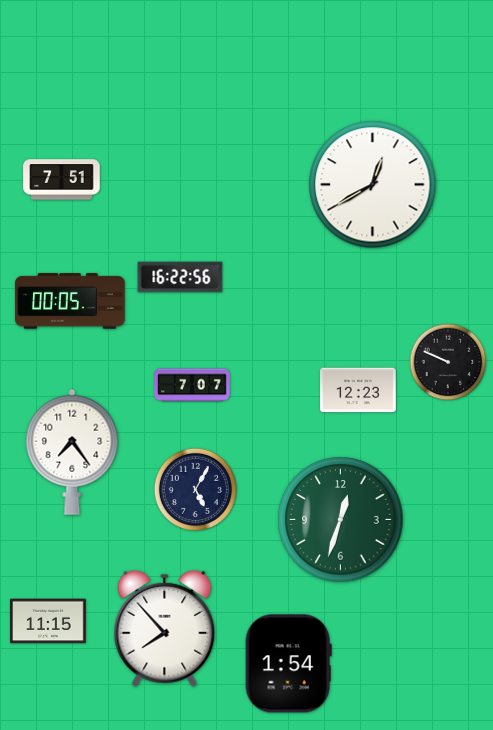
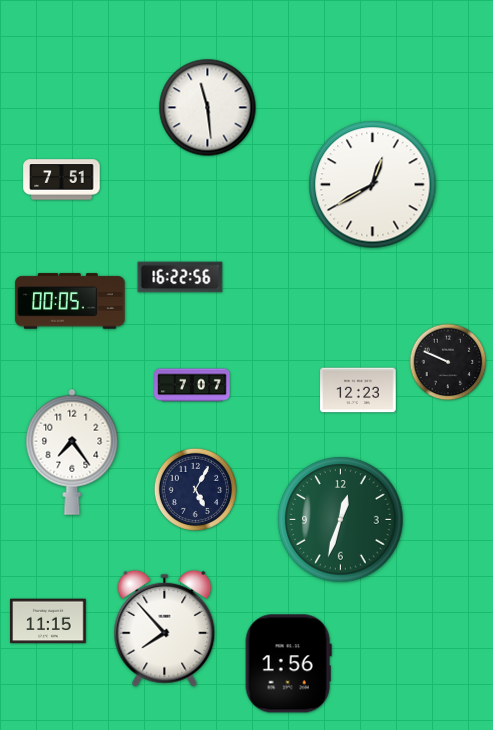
clock at (208, 108): none -> 11:29
clock at (288, 664): 1:54 -> 1:56
